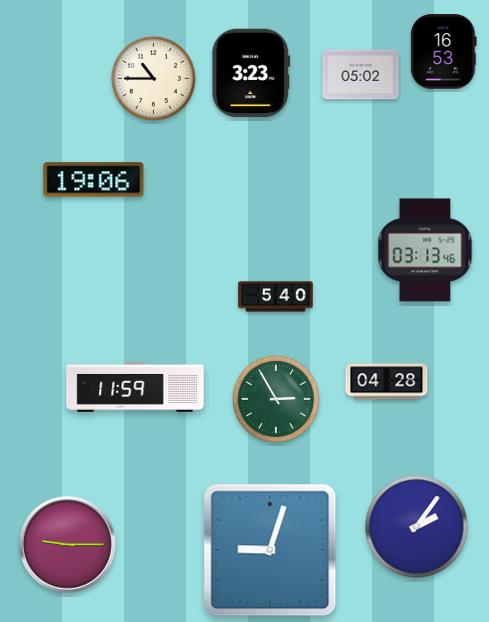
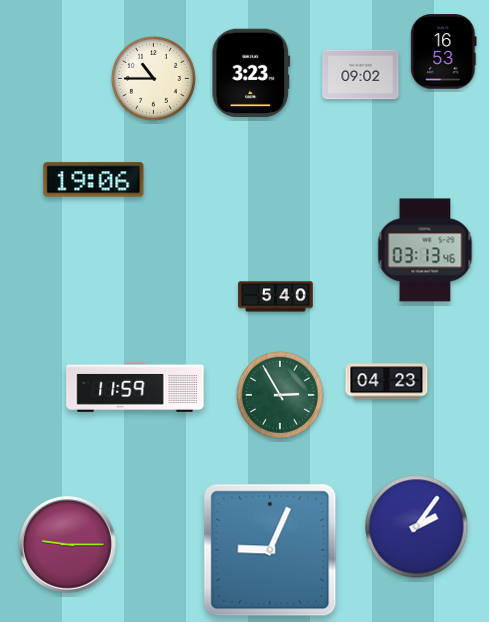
clock at (361, 75): 05:02 -> 09:02
clock at (387, 382): 04:28 -> 04:23
clock at (276, 399) position: (276, 399) -> (280, 395)
clock at (270, 550): 9:03 -> 9:04
